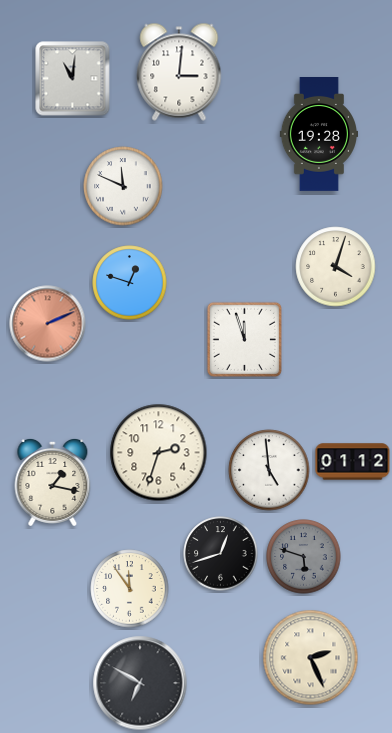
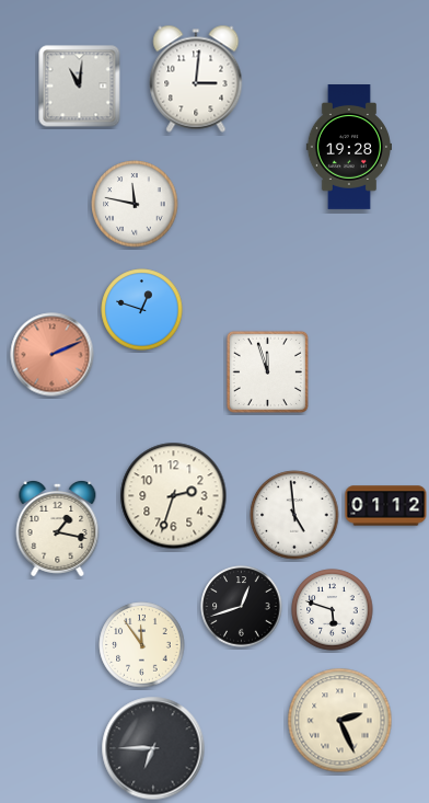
clock at (123, 186): 11:49 -> 11:47
clock at (336, 267): 4:03 -> none
clock at (304, 557) dial: grey -> white
clock at (140, 683): 6:50 -> 6:45
